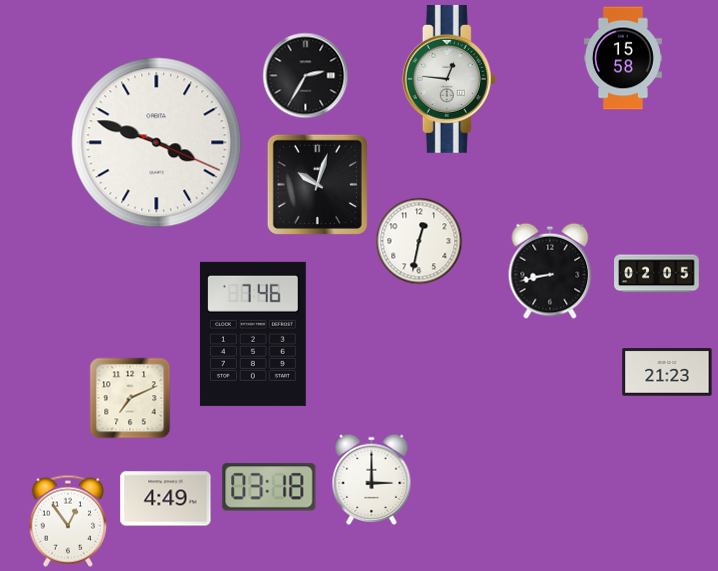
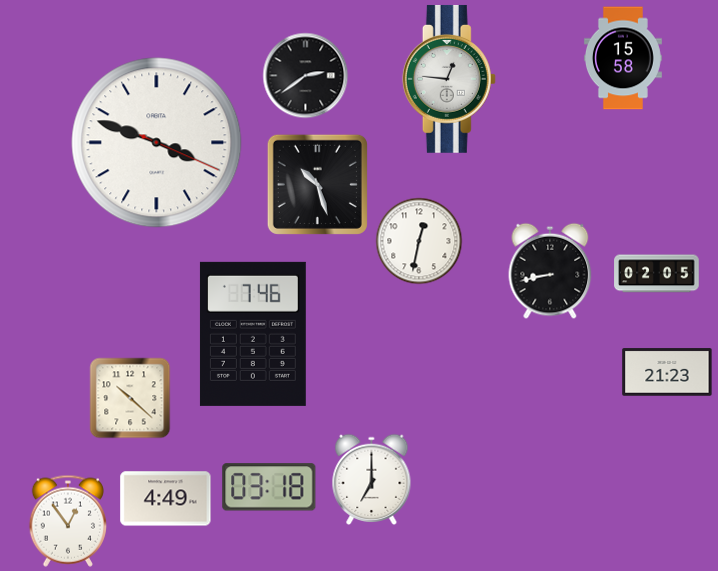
clock at (306, 76): 2:35 -> 2:39
clock at (317, 184): 10:03 -> 10:27
clock at (130, 398): 7:11 -> 10:22
clock at (372, 479): 3:00 -> 7:00
